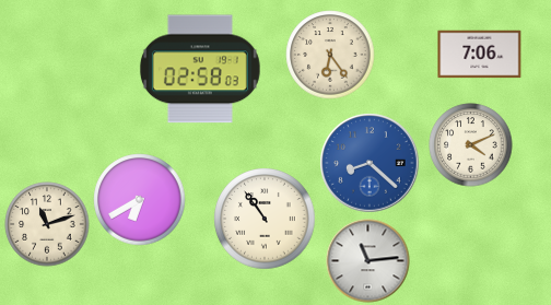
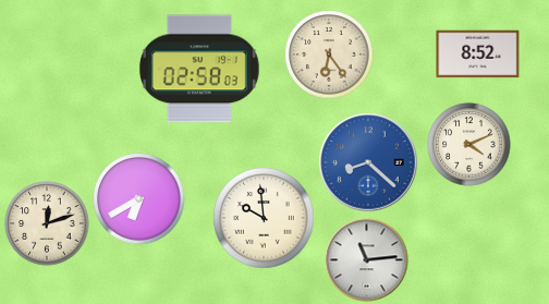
clock at (480, 55): 7:06 -> 8:52
clock at (265, 219): 10:54 -> 9:59
clock at (47, 224): 11:12 -> 12:12
